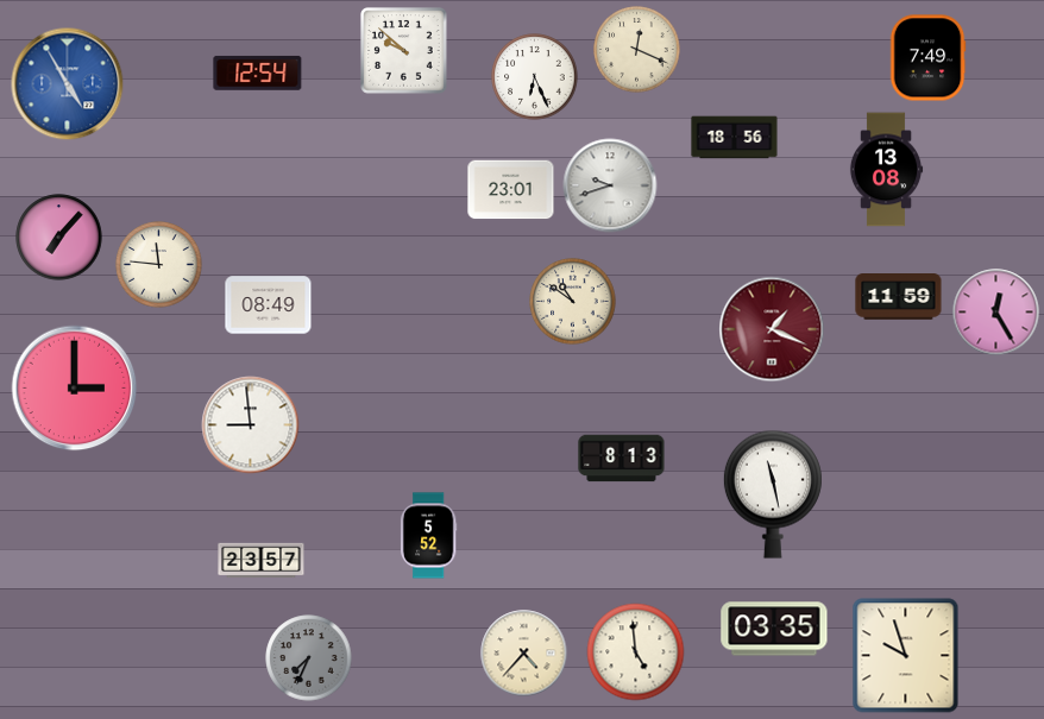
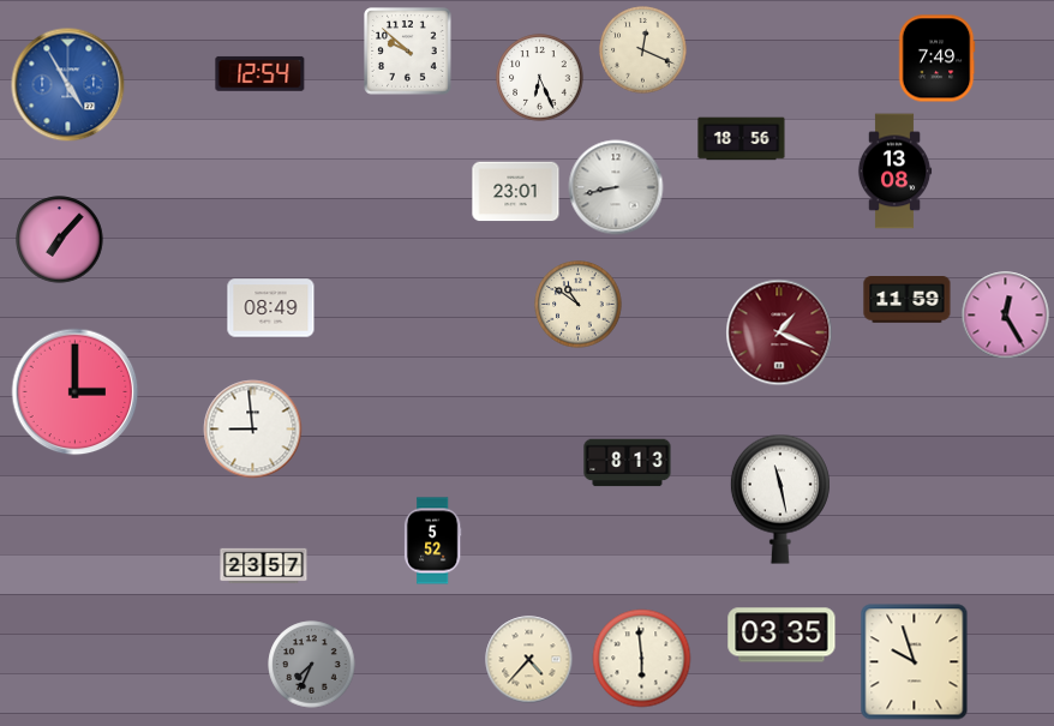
clock at (610, 185): 9:42 -> 8:43
clock at (159, 265): 11:46 -> none
clock at (636, 652): 4:59 -> 5:59
